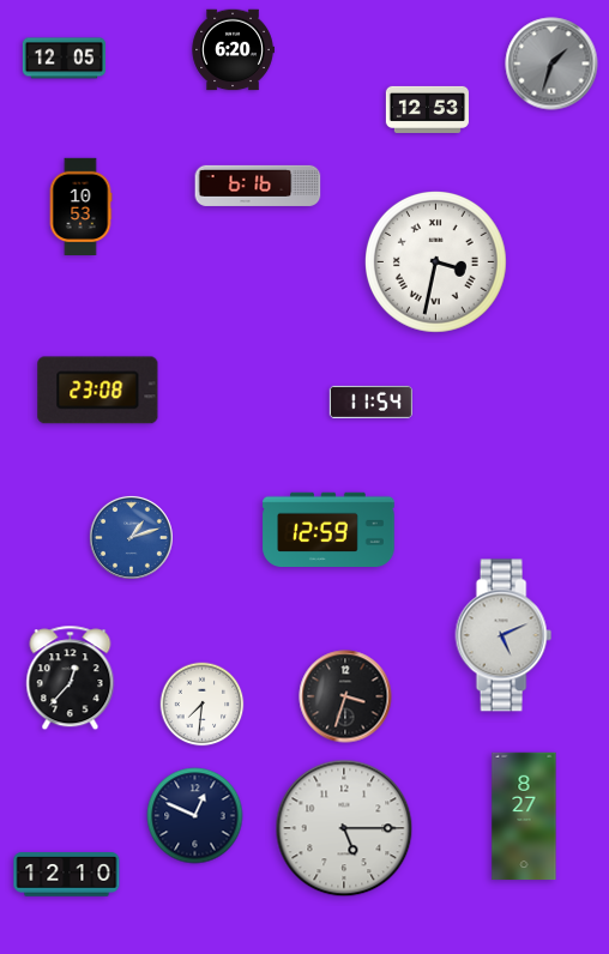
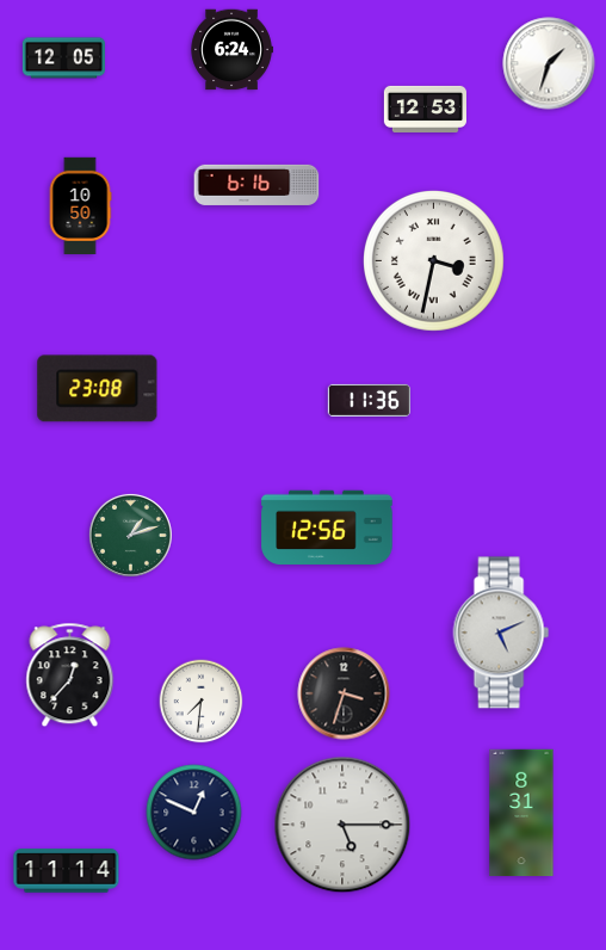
clock at (233, 50): 6:20 -> 6:24
clock at (551, 64) dial: grey -> white
clock at (80, 206): 10:53 -> 10:50
clock at (370, 401): 11:54 -> 11:36
clock at (328, 529): 12:59 -> 12:56
clock at (131, 537) dial: blue -> green
clock at (524, 816): 8:27 -> 8:31
clock at (67, 875): 12:10 -> 11:14
